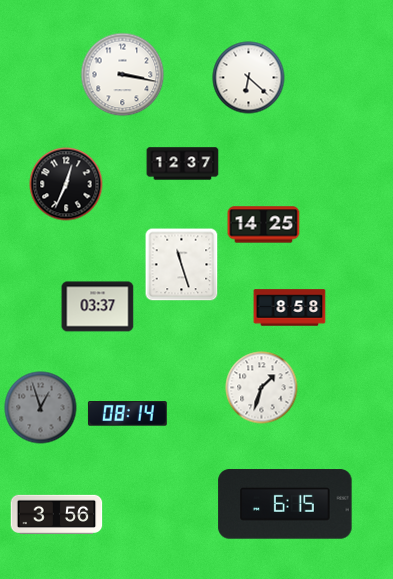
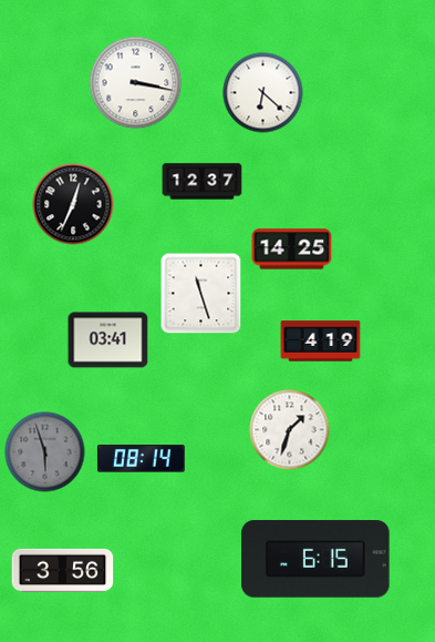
clock at (249, 78) position: (249, 78) -> (263, 93)
clock at (98, 307): 03:37 -> 03:41
clock at (290, 308): 8:58 -> 4:19
clock at (41, 408): 12:57 -> 5:57
